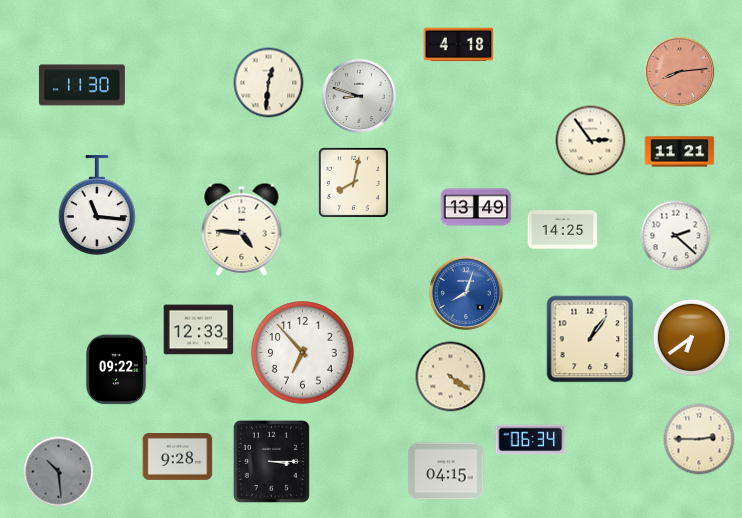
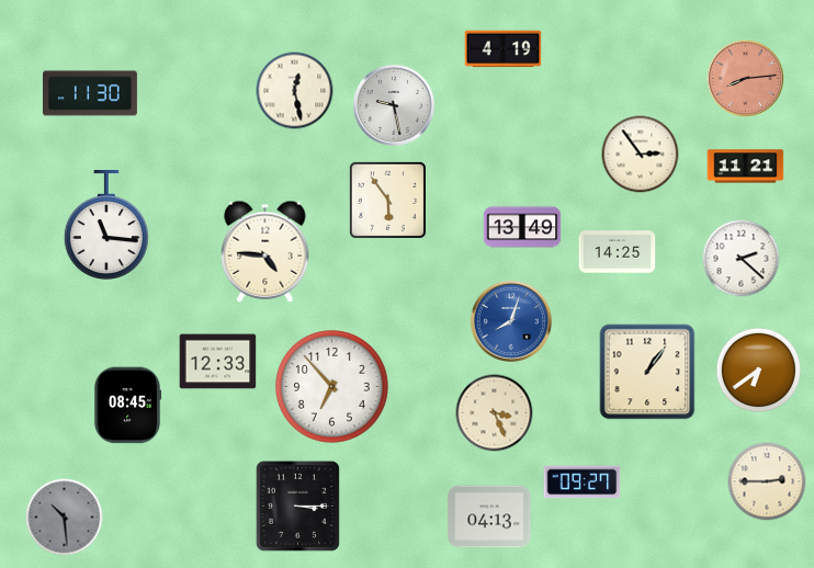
clock at (459, 45): 4:18 -> 4:19
clock at (269, 83): 12:31 -> 12:28
clock at (359, 96): 8:48 -> 9:28
clock at (591, 141) position: (591, 141) -> (641, 155)
clock at (353, 182): 8:02 -> 5:54
clock at (116, 370): 09:22 -> 08:45
clock at (451, 377): 4:21 -> 3:26
clock at (531, 440): 06:34 -> 09:27
clock at (178, 457): 9:28 -> none
clock at (446, 471): 04:15 -> 04:13
